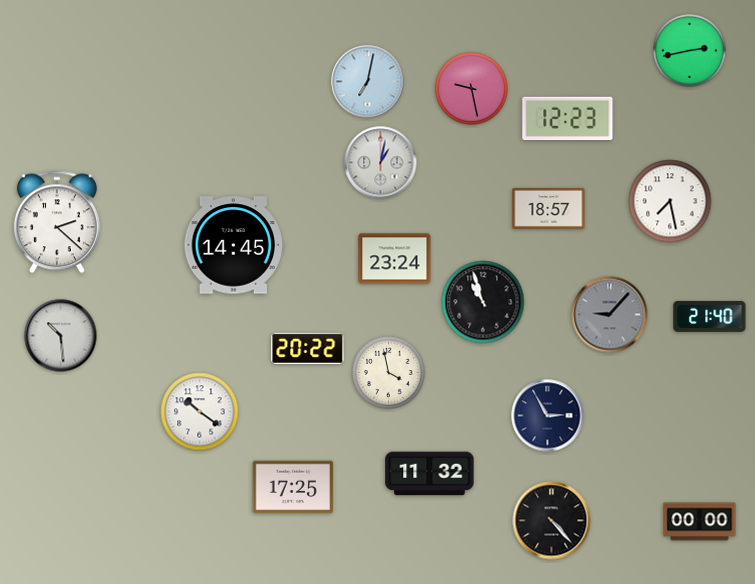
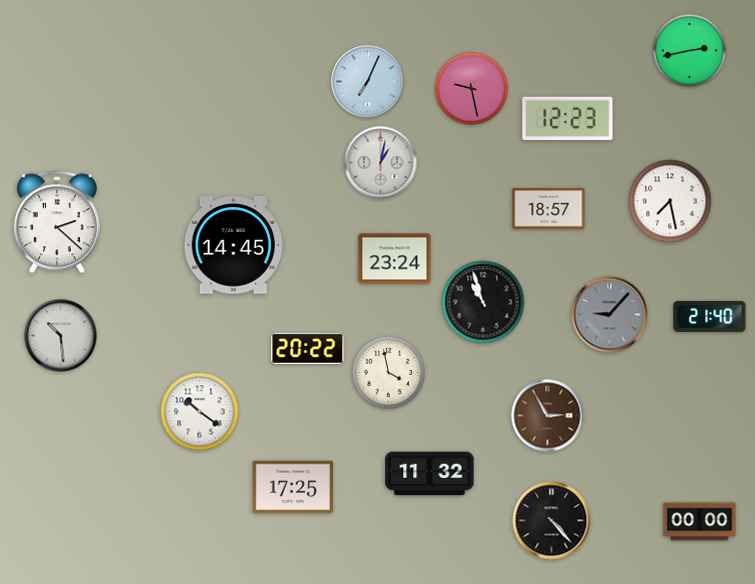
clock at (368, 82): 7:02 -> 7:04
clock at (548, 416) dial: navy -> brown
